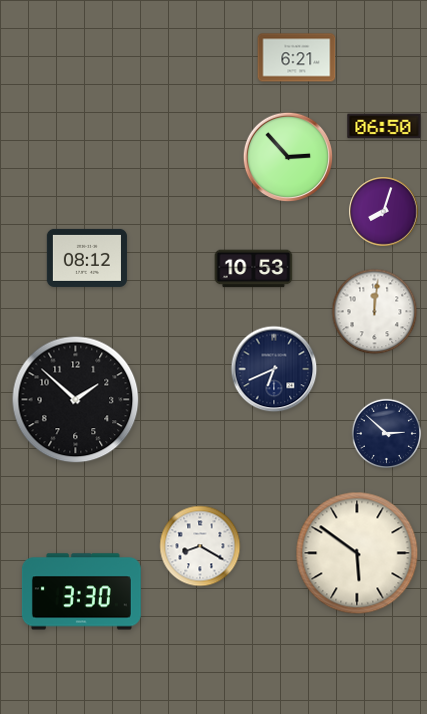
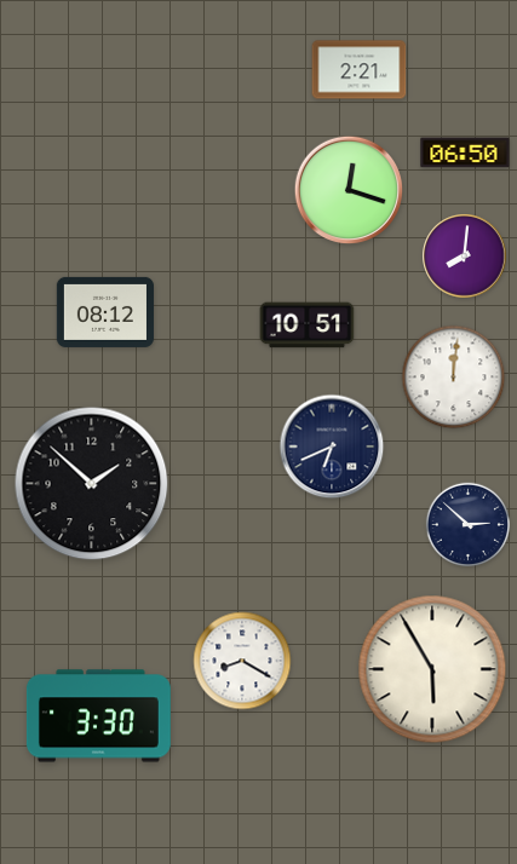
clock at (297, 58): 6:21 -> 2:21
clock at (288, 157): 2:53 -> 12:18
clock at (384, 212): 8:03 -> 8:01
clock at (254, 269): 10:53 -> 10:51
clock at (357, 553): 5:51 -> 5:55
